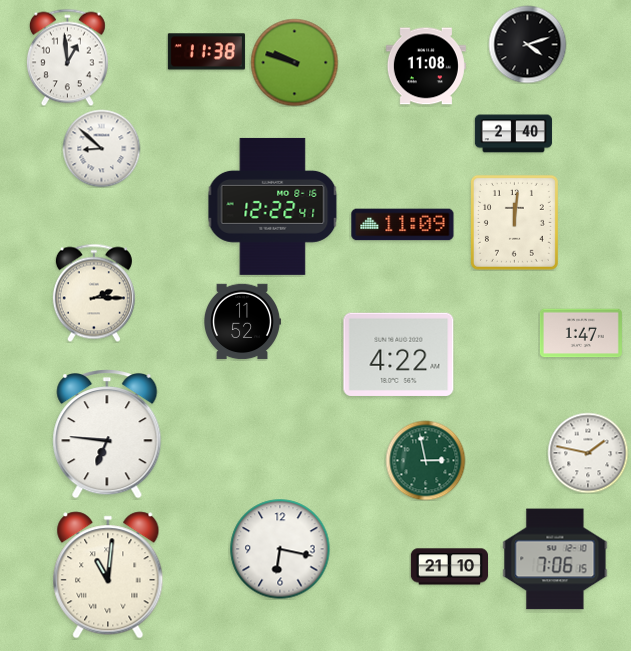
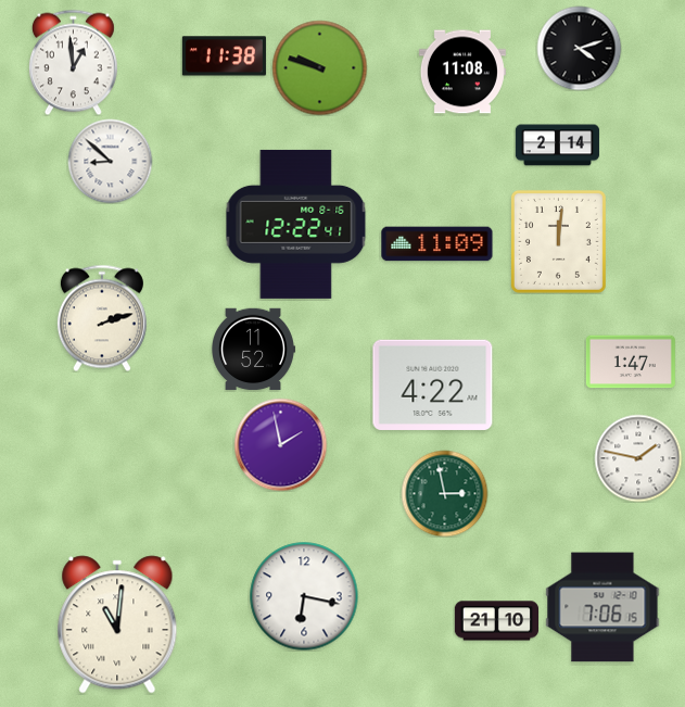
clock at (527, 44) position: (527, 44) -> (579, 48)
clock at (513, 134): 2:40 -> 2:14
clock at (94, 293): 2:15 -> 2:12
clock at (243, 322) position: (243, 322) -> (254, 350)
clock at (280, 444): none -> 1:58
clock at (107, 434): 6:46 -> none
clock at (588, 453) position: (588, 453) -> (638, 458)
clock at (425, 460) position: (425, 460) -> (444, 493)
clock at (449, 567) position: (449, 567) -> (496, 621)
